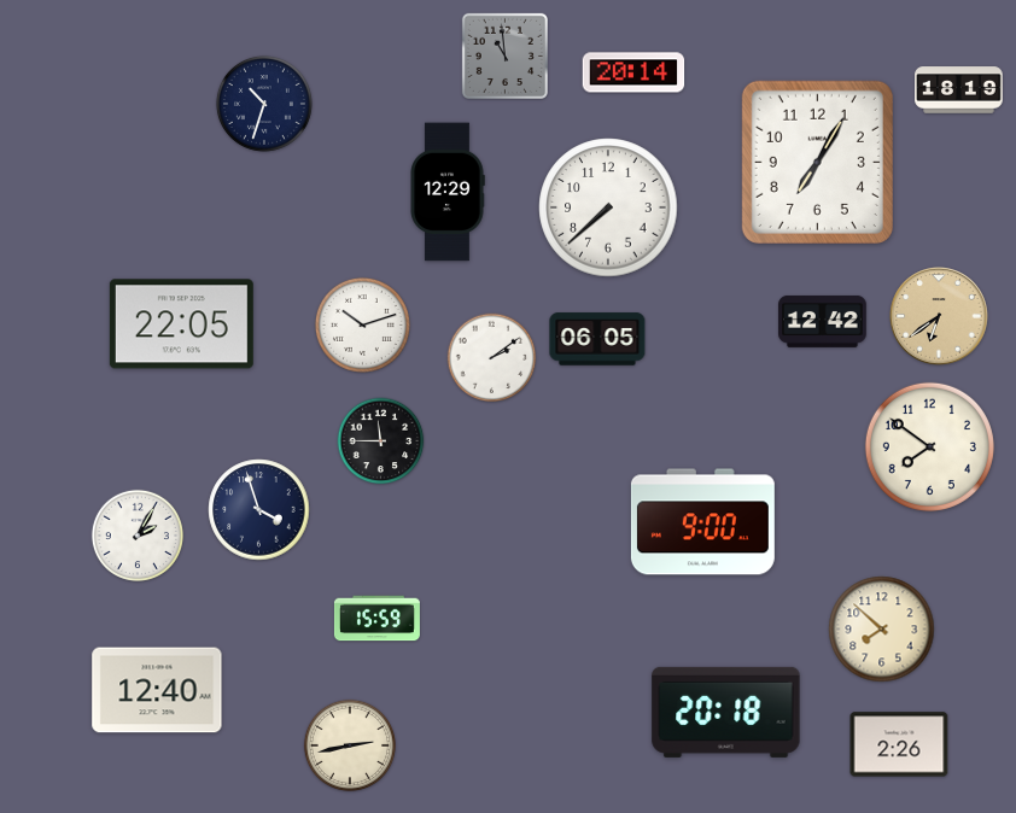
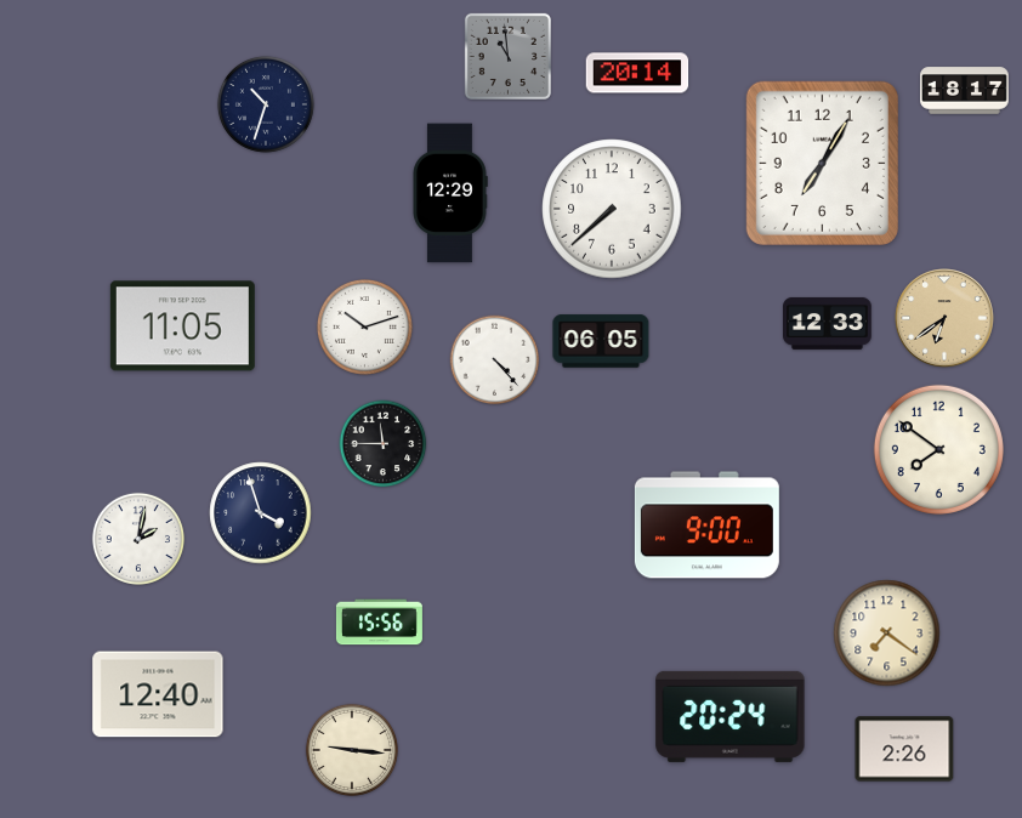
clock at (959, 90): 18:19 -> 18:17
clock at (823, 321): 12:42 -> 12:33
clock at (181, 324): 22:05 -> 11:05
clock at (492, 358): 2:09 -> 4:23
clock at (929, 446) position: (929, 446) -> (938, 449)
clock at (138, 536): 2:05 -> 2:02
clock at (376, 619): 15:59 -> 15:56
clock at (882, 630): 7:52 -> 7:21
clock at (726, 712): 20:18 -> 20:24
clock at (350, 745): 2:43 -> 9:16
